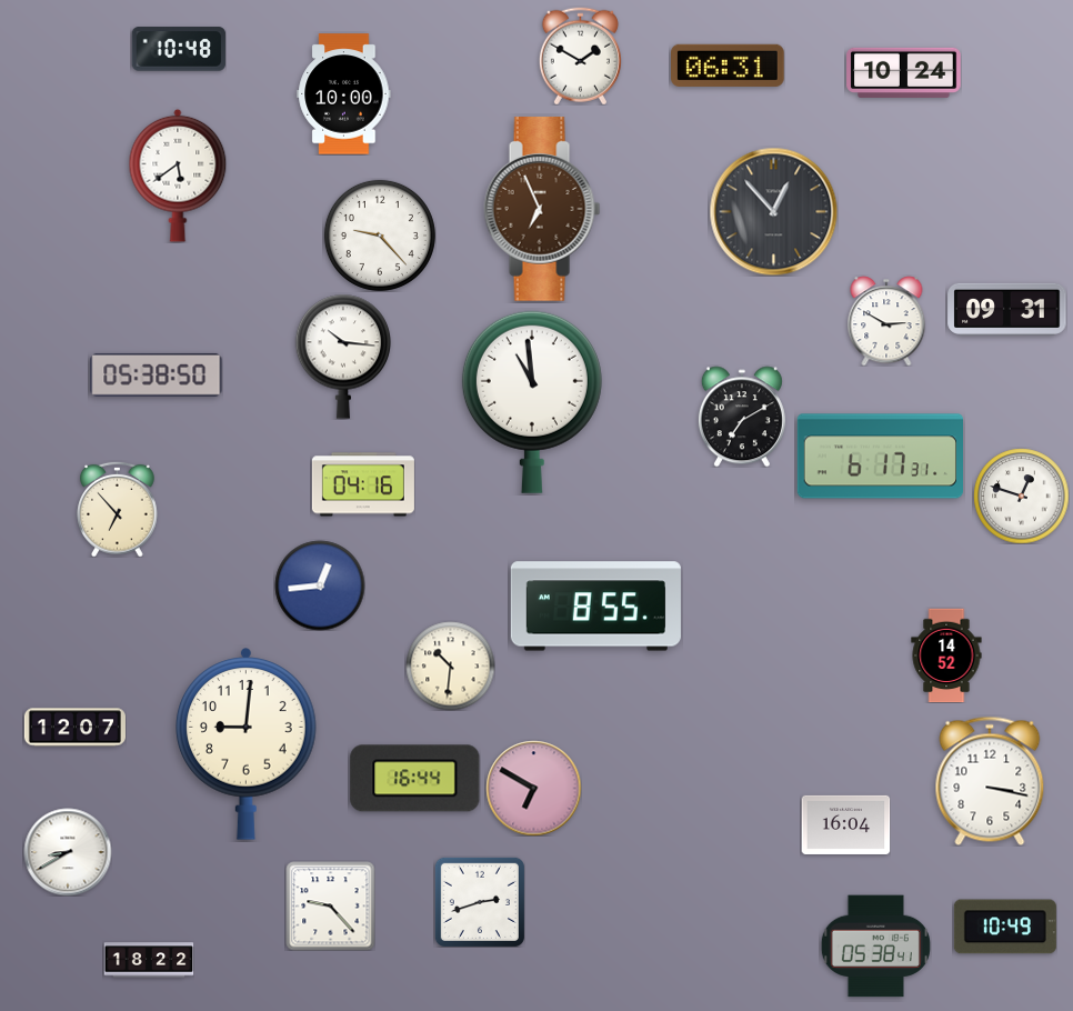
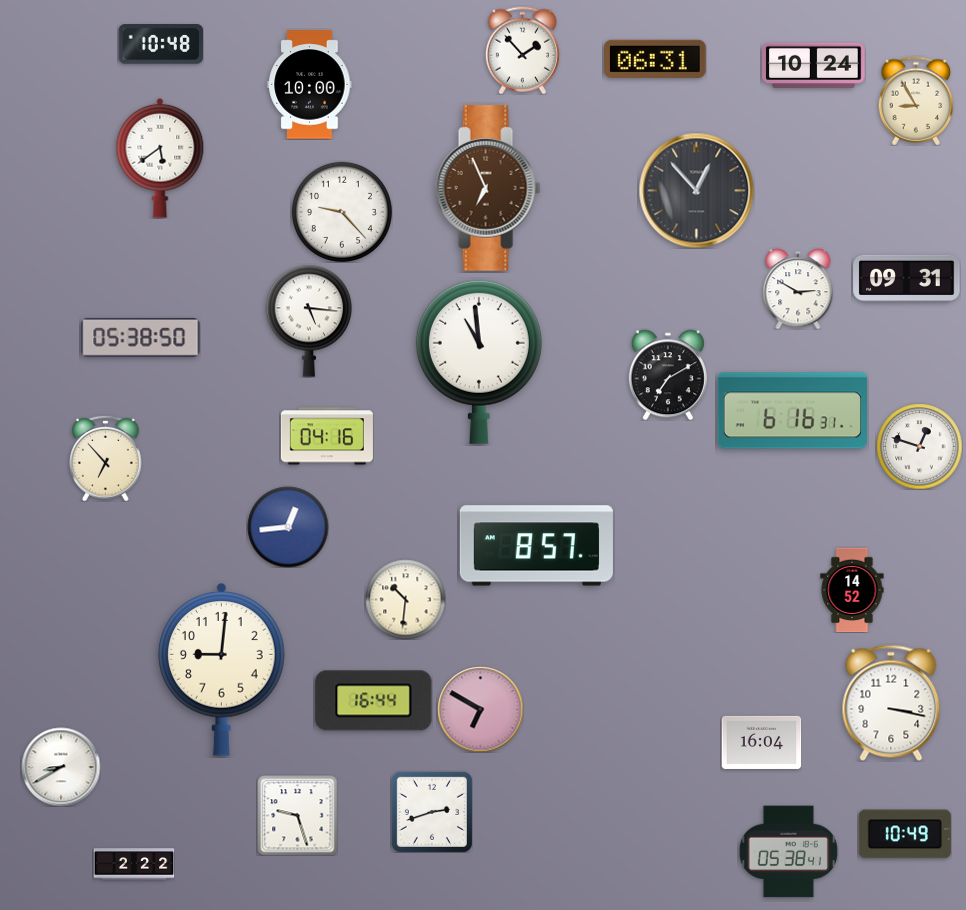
clock at (580, 56): 1:50 -> 1:53
clock at (915, 101): none -> 8:55
clock at (343, 357): 10:16 -> 5:16
clock at (880, 457): 6:17 -> 6:16
clock at (595, 607): 8:55 -> 8:57
clock at (74, 728): 12:07 -> none
clock at (330, 905): 9:23 -> 9:27
clock at (149, 960): 18:22 -> 2:22
